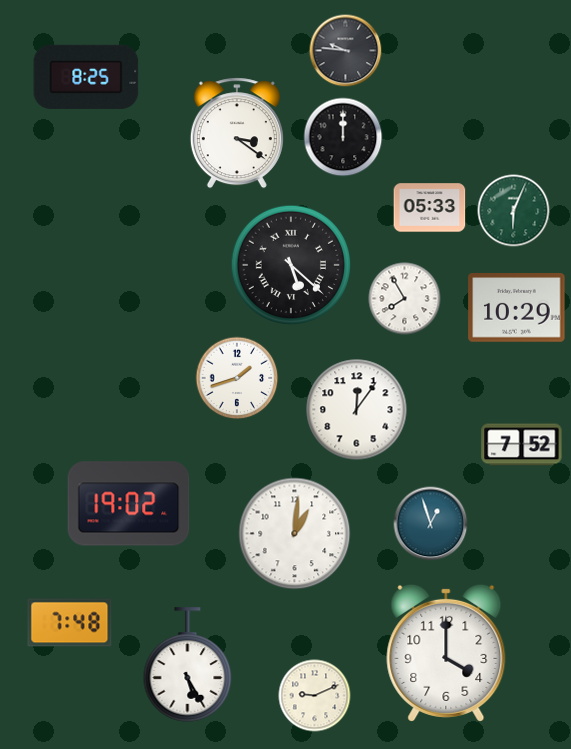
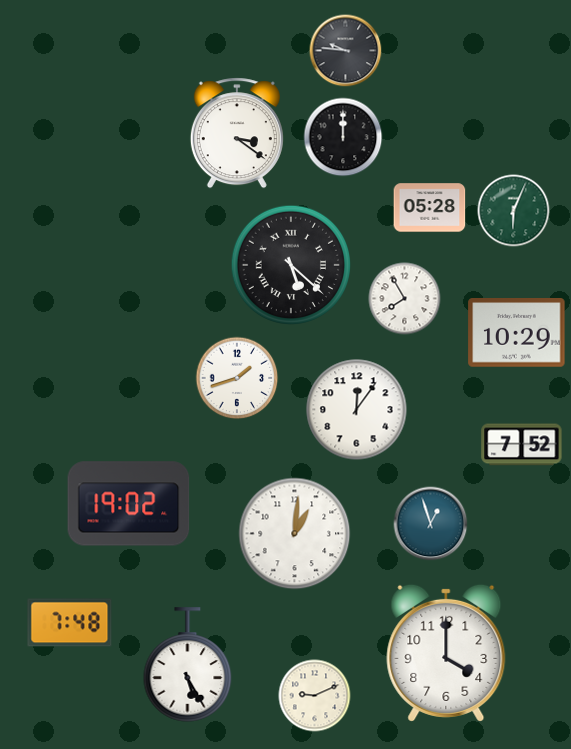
clock at (86, 77): 8:25 -> none
clock at (430, 208): 05:33 -> 05:28
clock at (517, 308) position: (517, 308) -> (517, 333)
